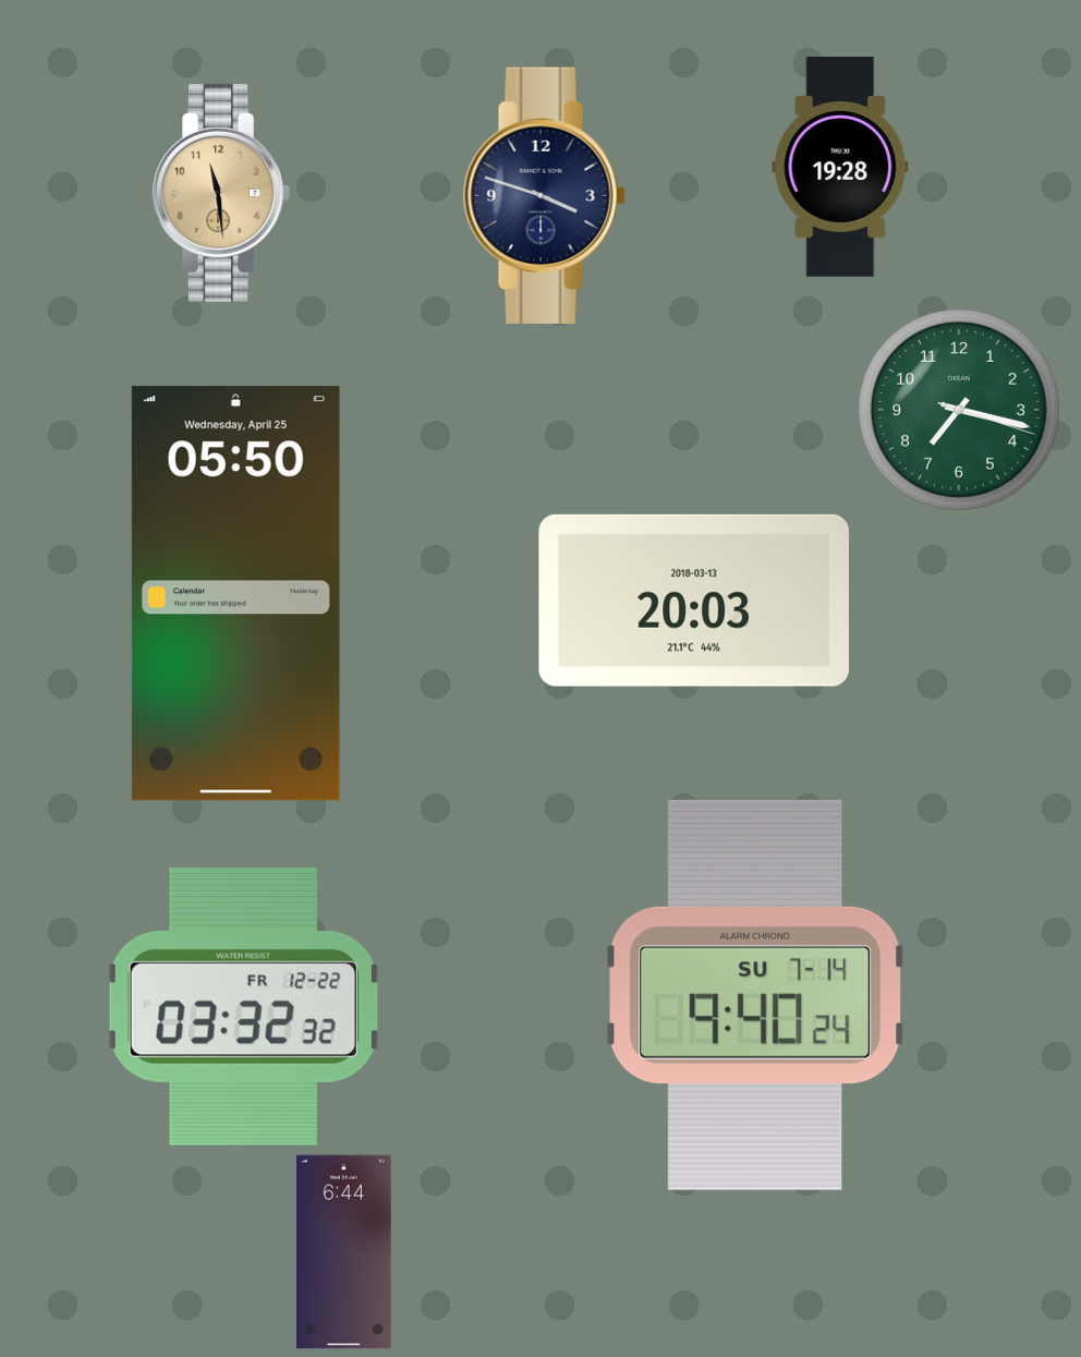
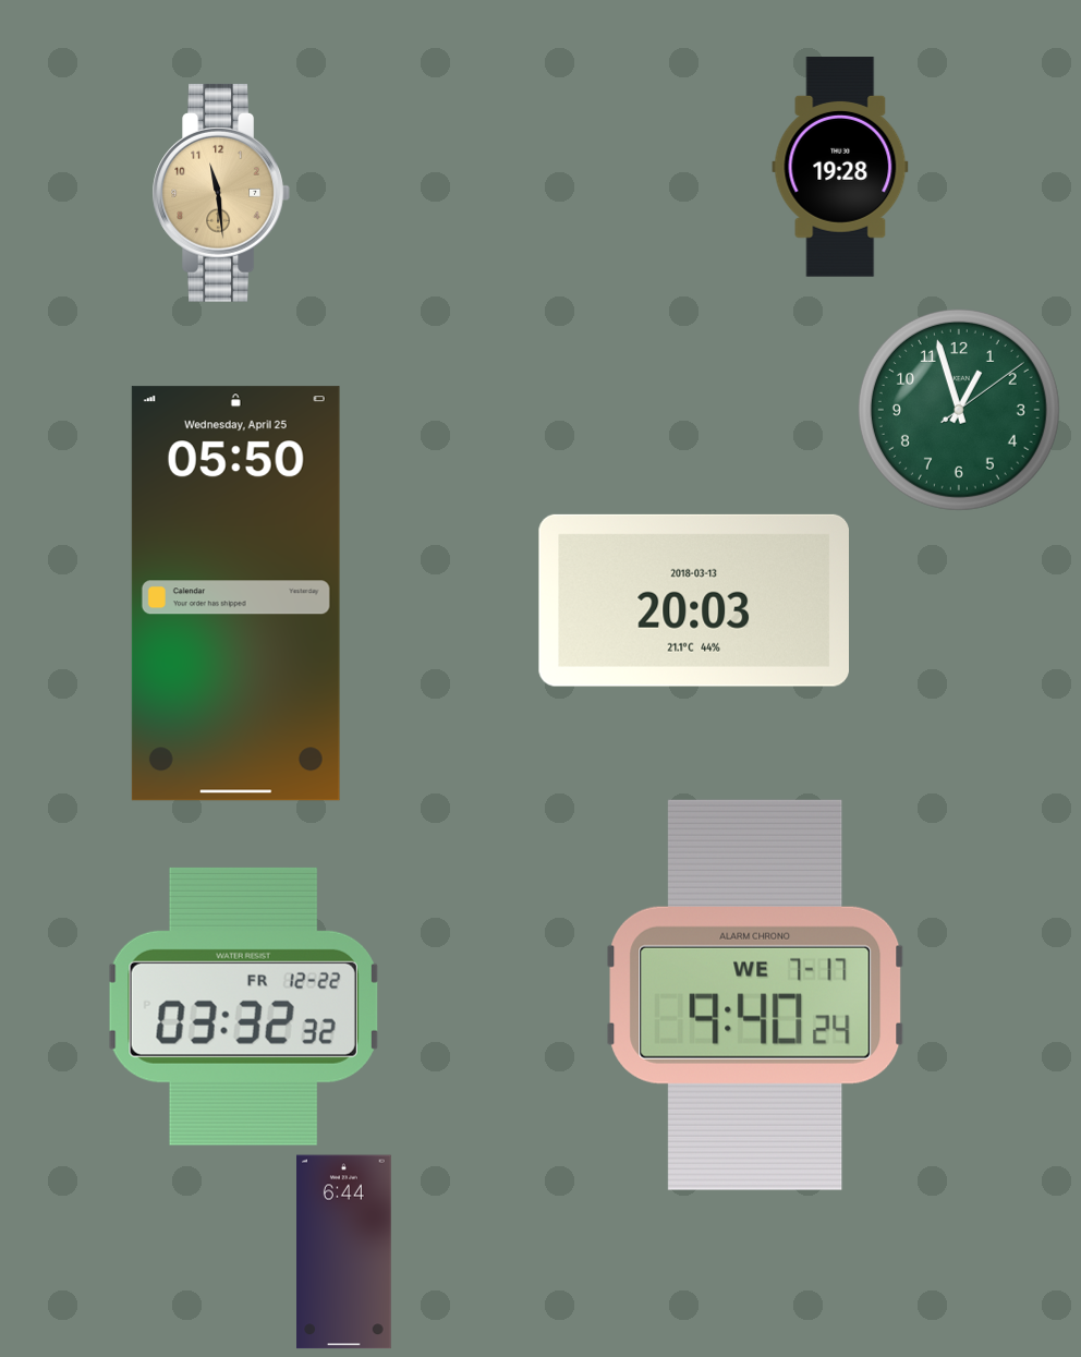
clock at (544, 195): 3:48 -> none
clock at (959, 410): 7:17 -> 12:57
clock at (755, 995) date: SU 7-14 -> WE 7-17
